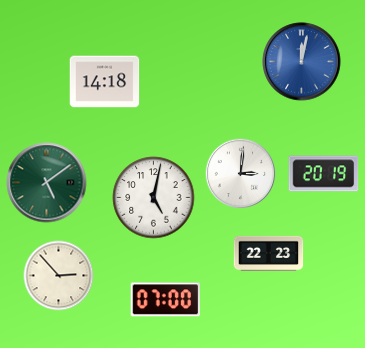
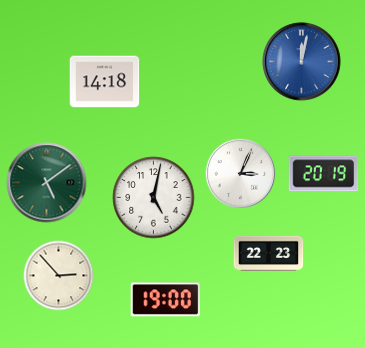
clock at (241, 174): 3:01 -> 3:04
clock at (166, 300): 07:00 -> 19:00
